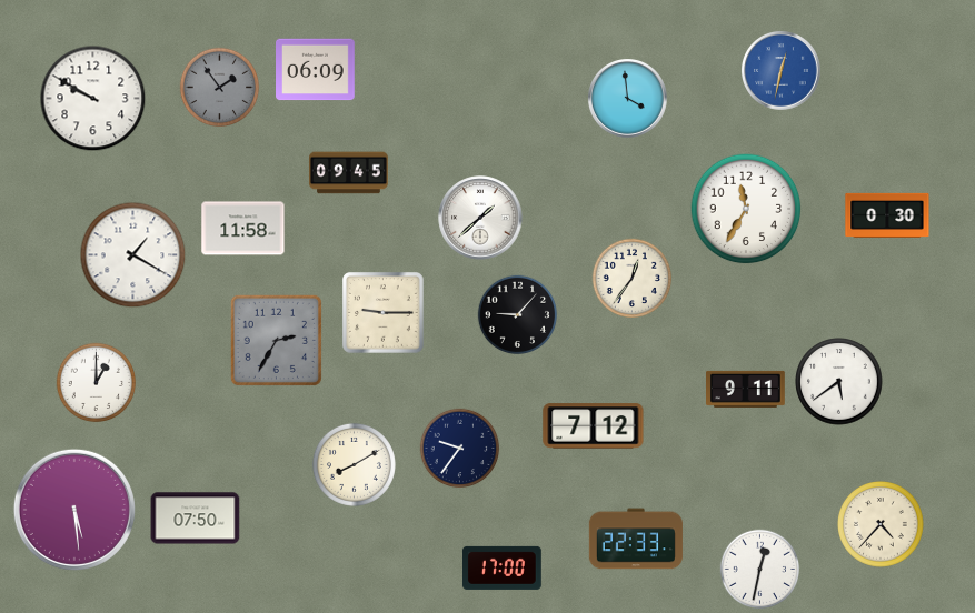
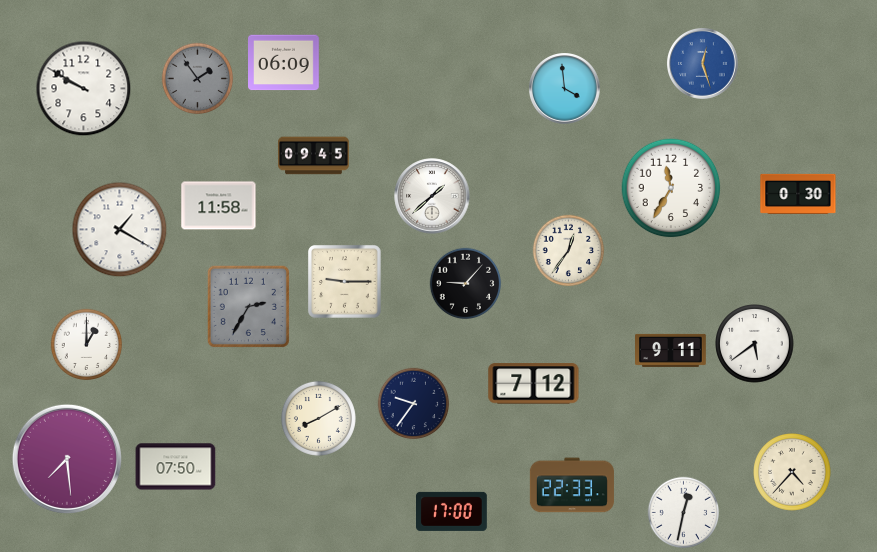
clock at (782, 71): 12:32 -> 12:27
clock at (74, 510): 5:29 -> 7:29
